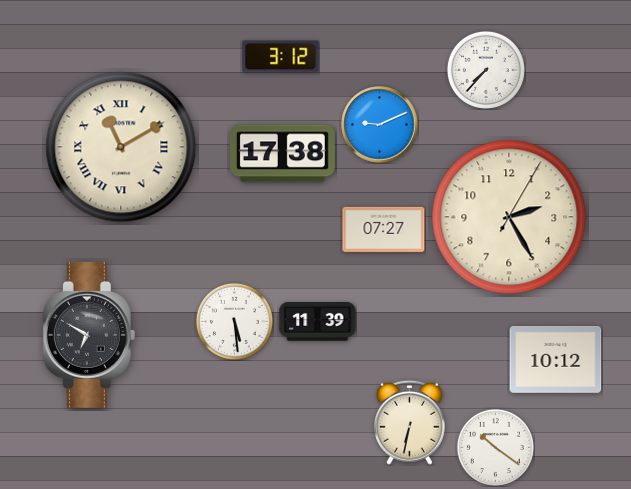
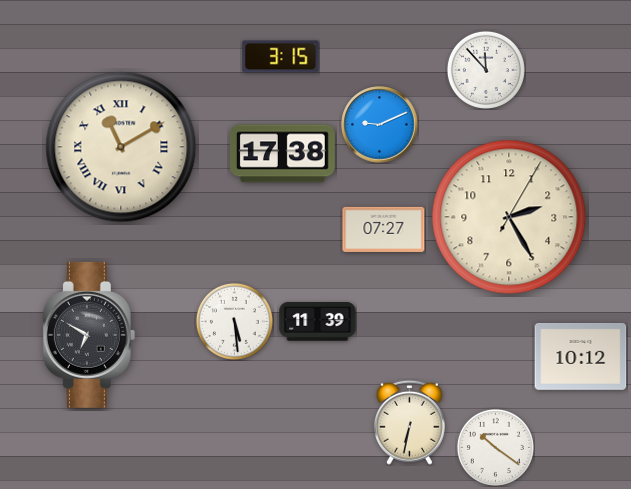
clock at (281, 57): 3:12 -> 3:15
clock at (486, 70): 7:37 -> 11:53
clock at (556, 359) position: (556, 359) -> (581, 356)
